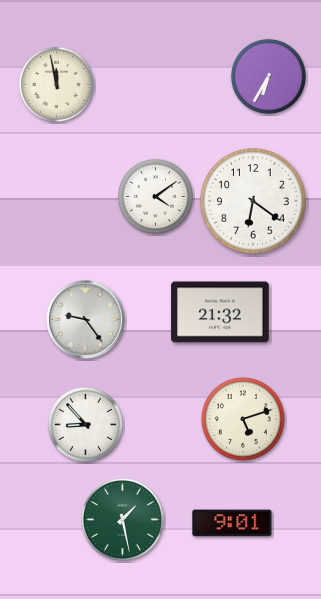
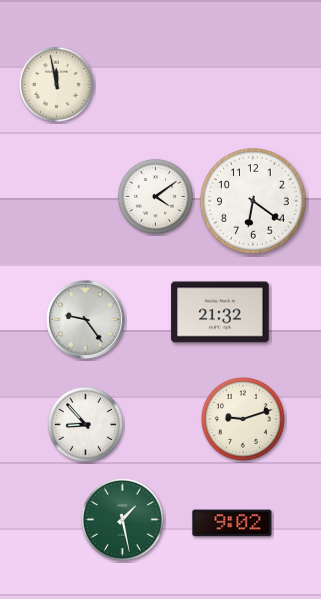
clock at (268, 76): 6:35 -> none
clock at (243, 419): 5:12 -> 9:12
clock at (232, 523): 9:01 -> 9:02
